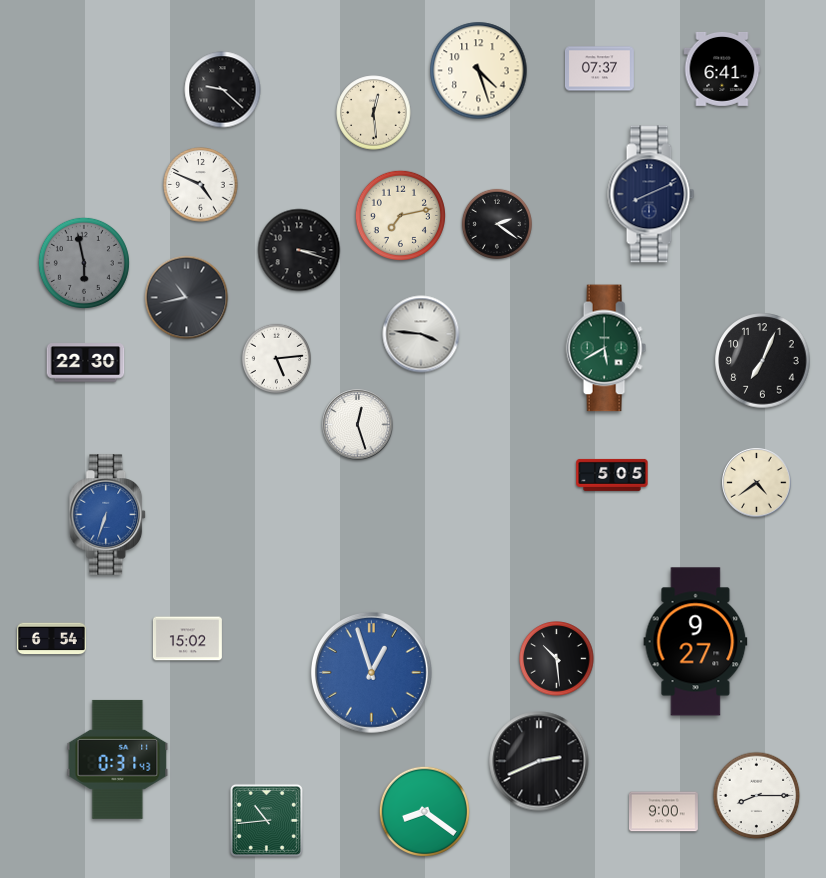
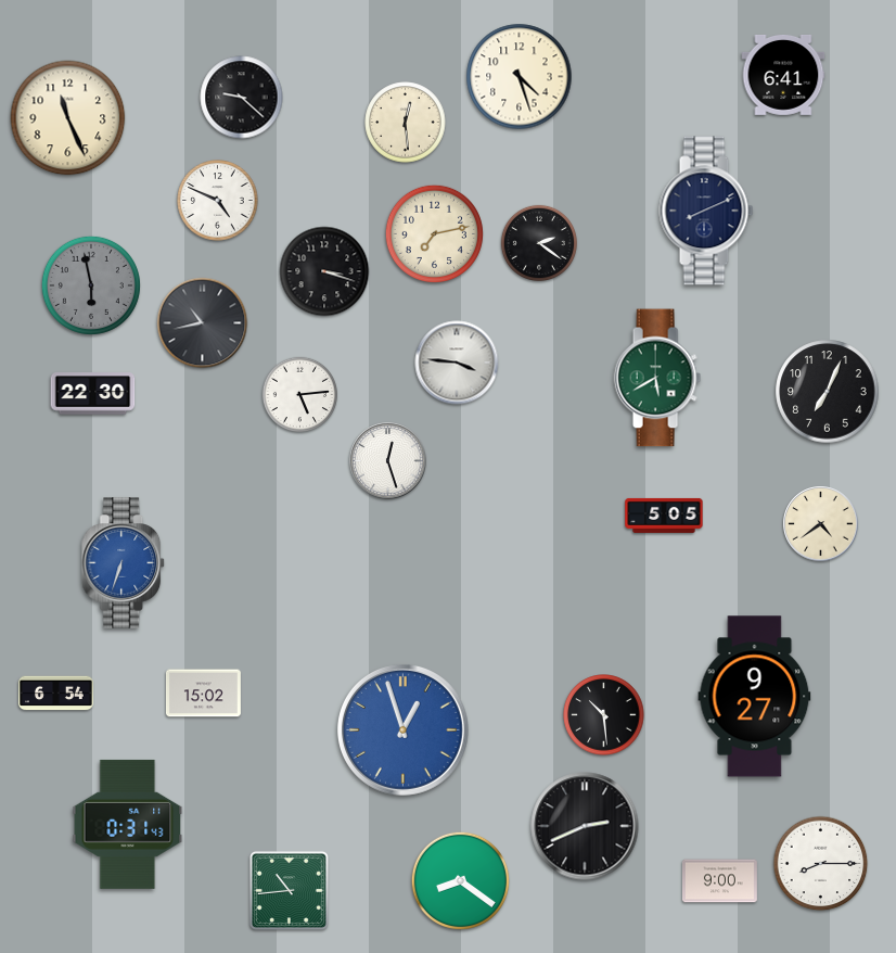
clock at (599, 69): 07:37 -> none
clock at (68, 118): none -> 11:26
clock at (277, 359) position: (277, 359) -> (300, 395)
clock at (108, 515) position: (108, 515) -> (124, 563)
